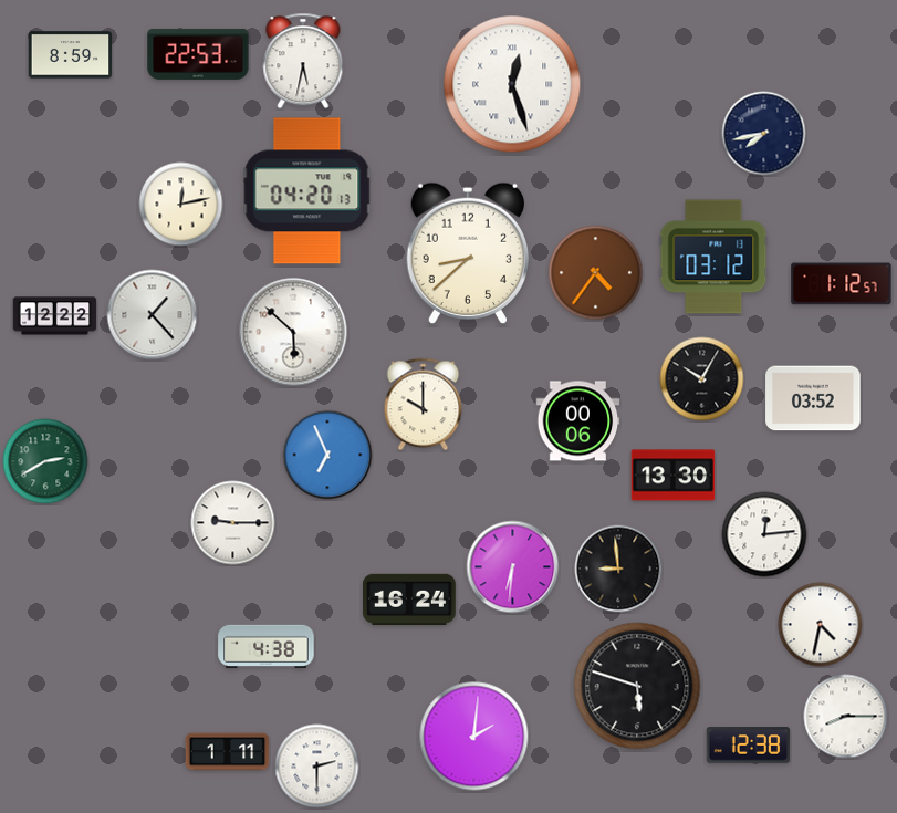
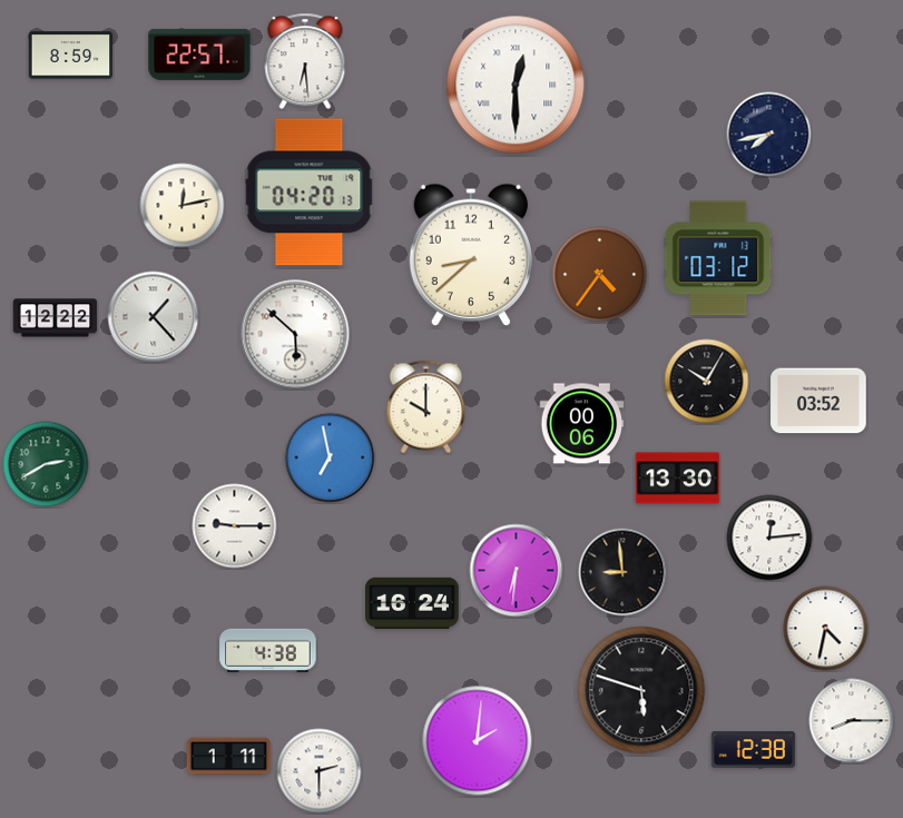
clock at (198, 54): 22:53 -> 22:57
clock at (303, 61): 5:32 -> 6:29
clock at (512, 84): 12:27 -> 12:30
clock at (842, 284): 1:12 -> none
clock at (327, 455): 6:56 -> 6:58
